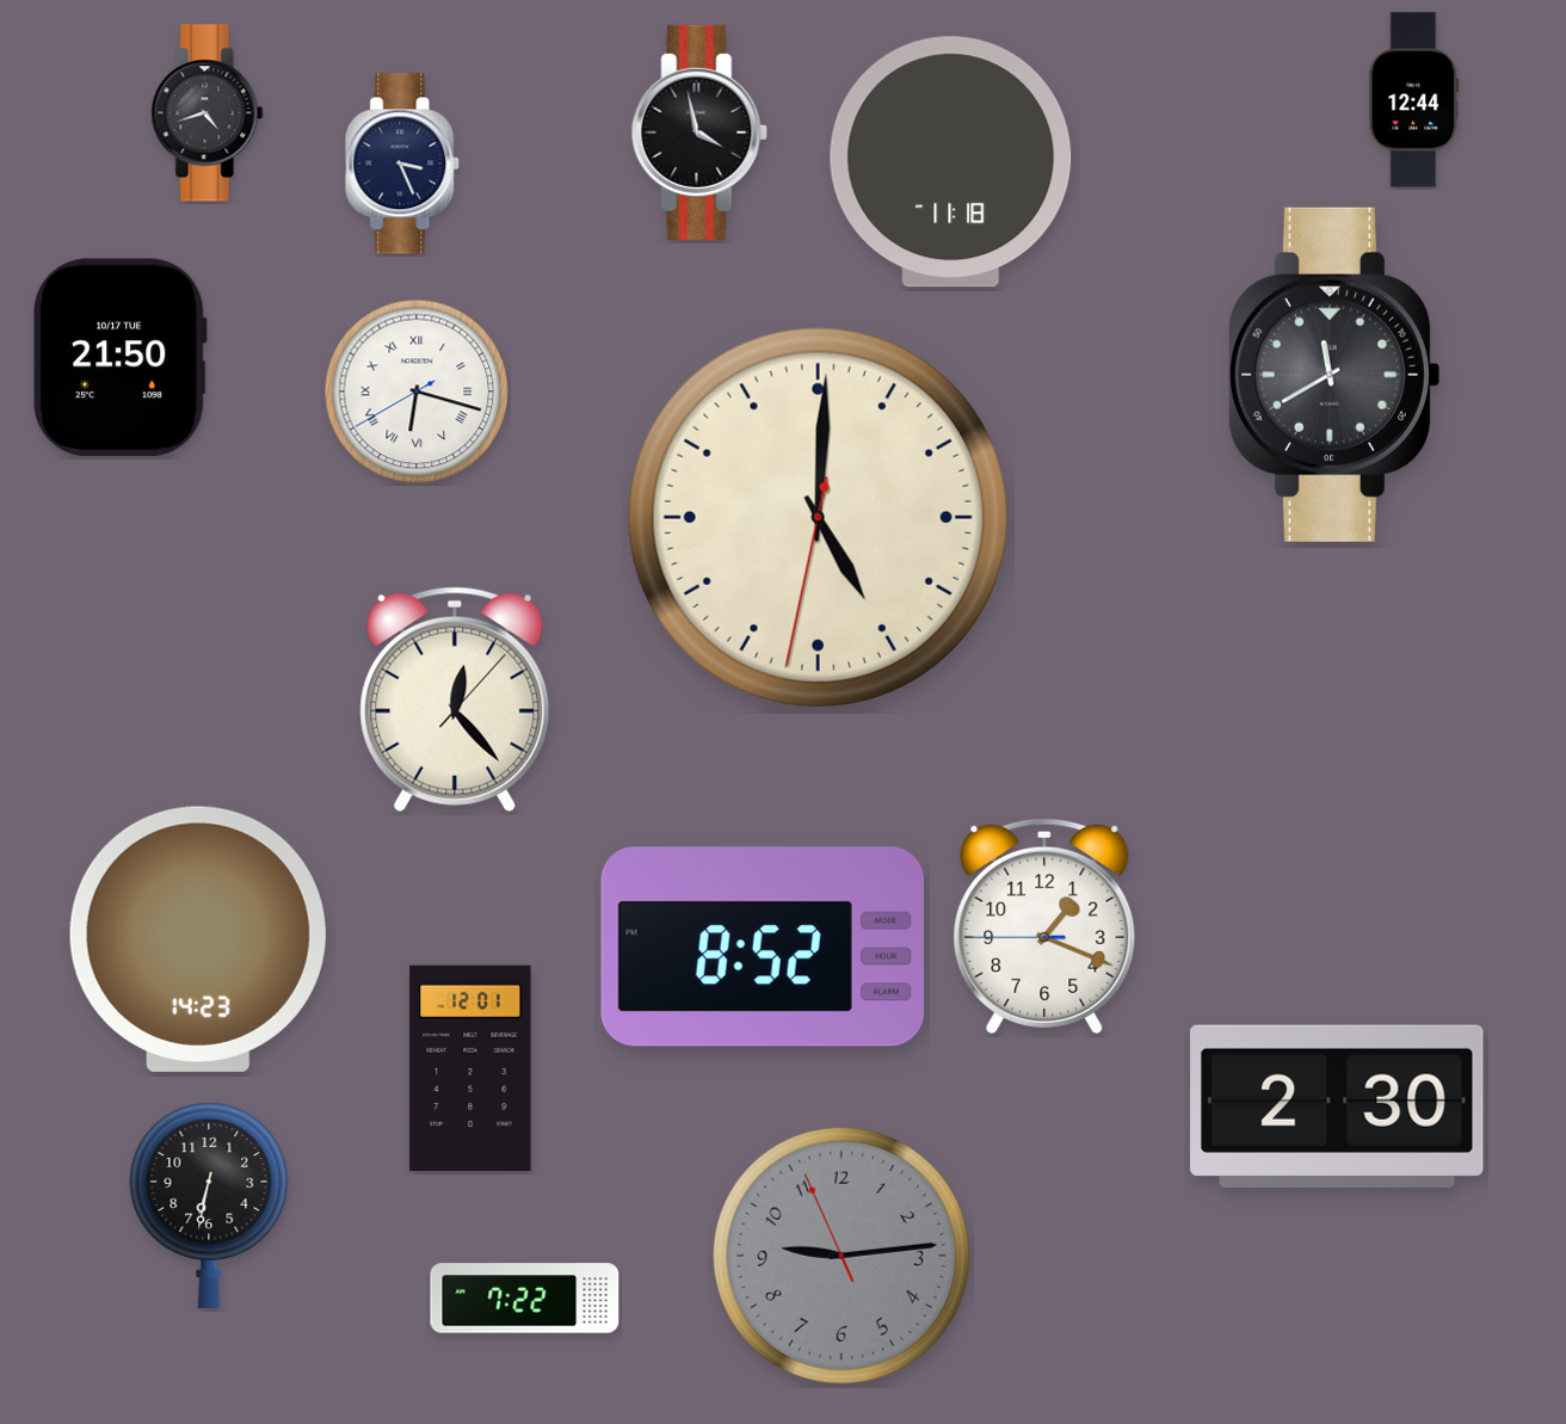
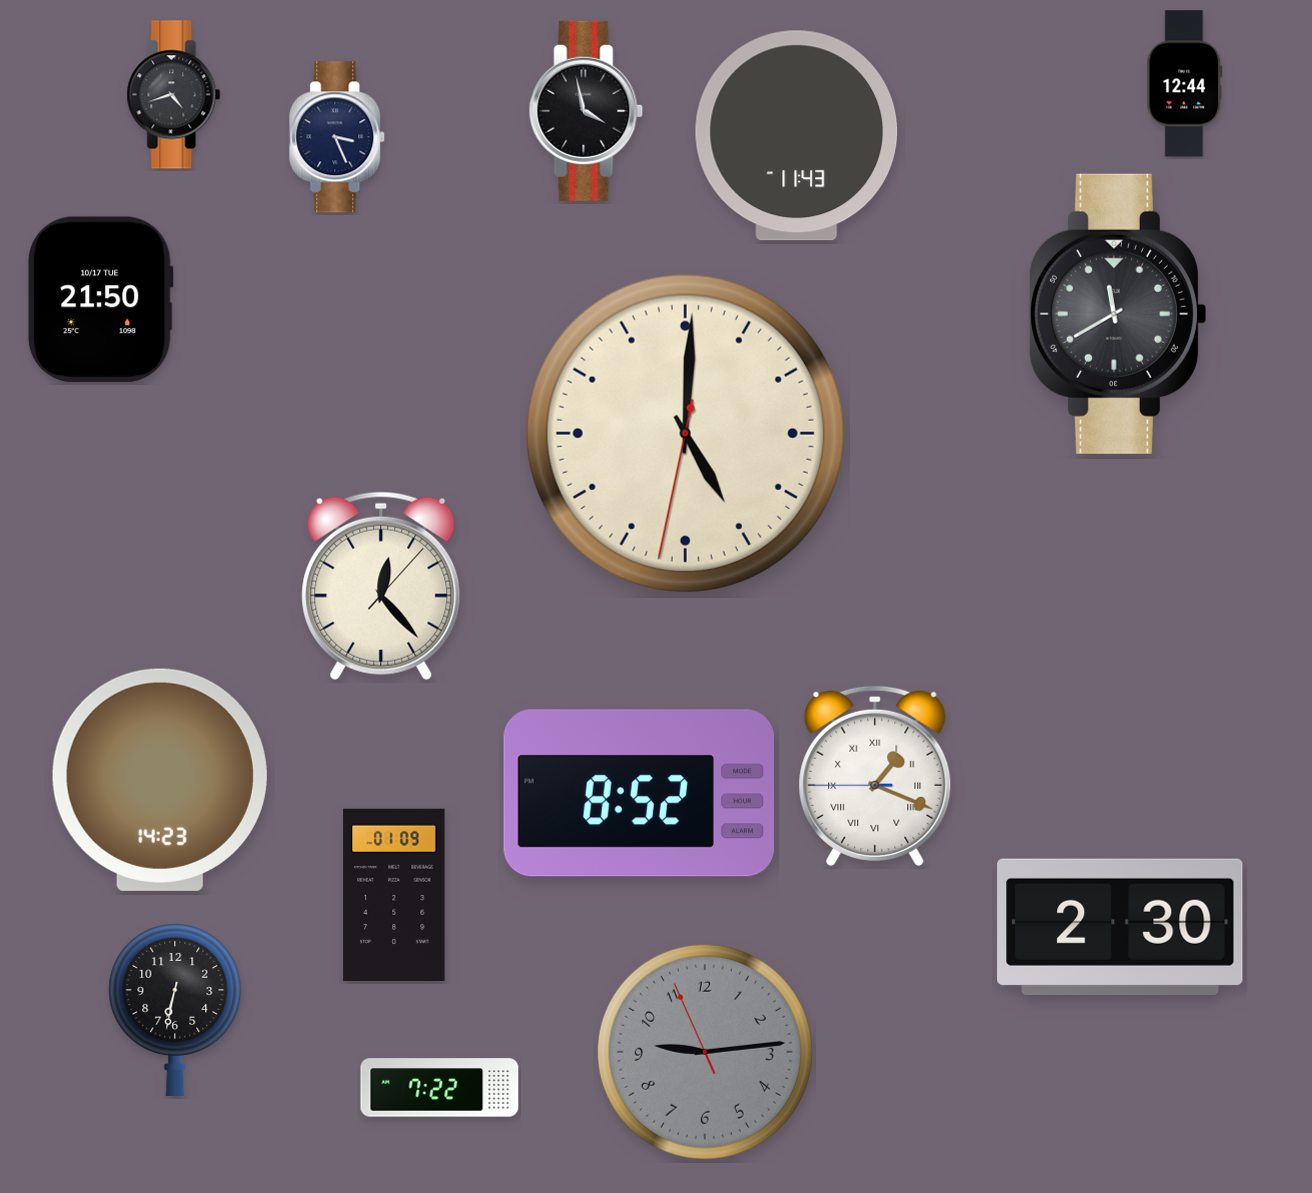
clock at (951, 162): 11:18 -> 11:43
clock at (417, 392): 6:17 -> none
clock at (1044, 926) numerals: Arabic -> Roman
clock at (198, 939) position: (198, 939) -> (160, 780)
clock at (470, 1067): 12:01 -> 01:09
